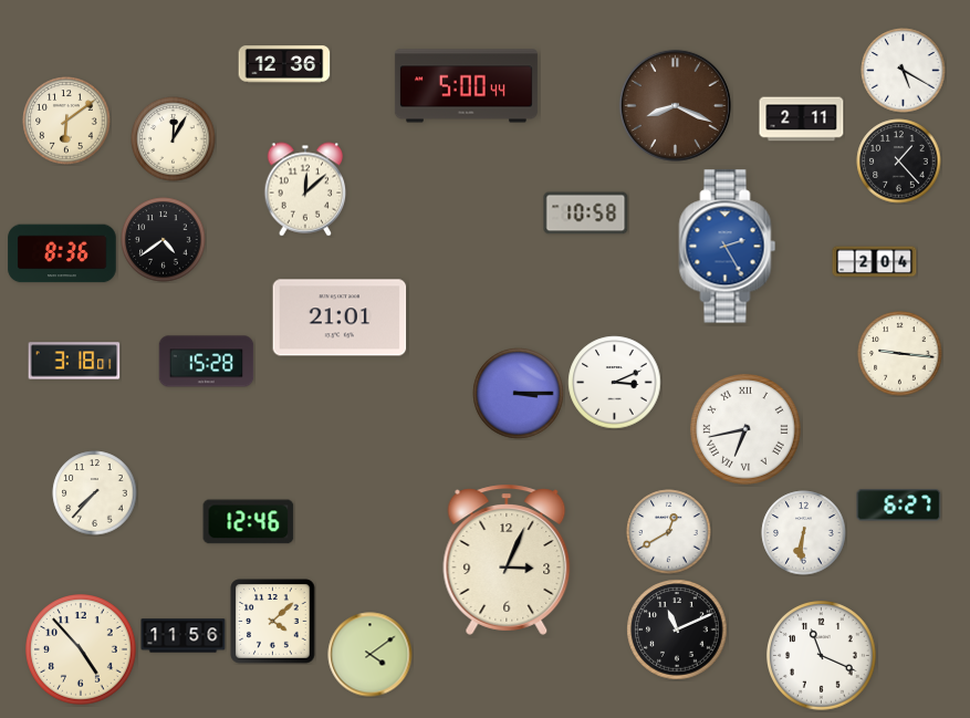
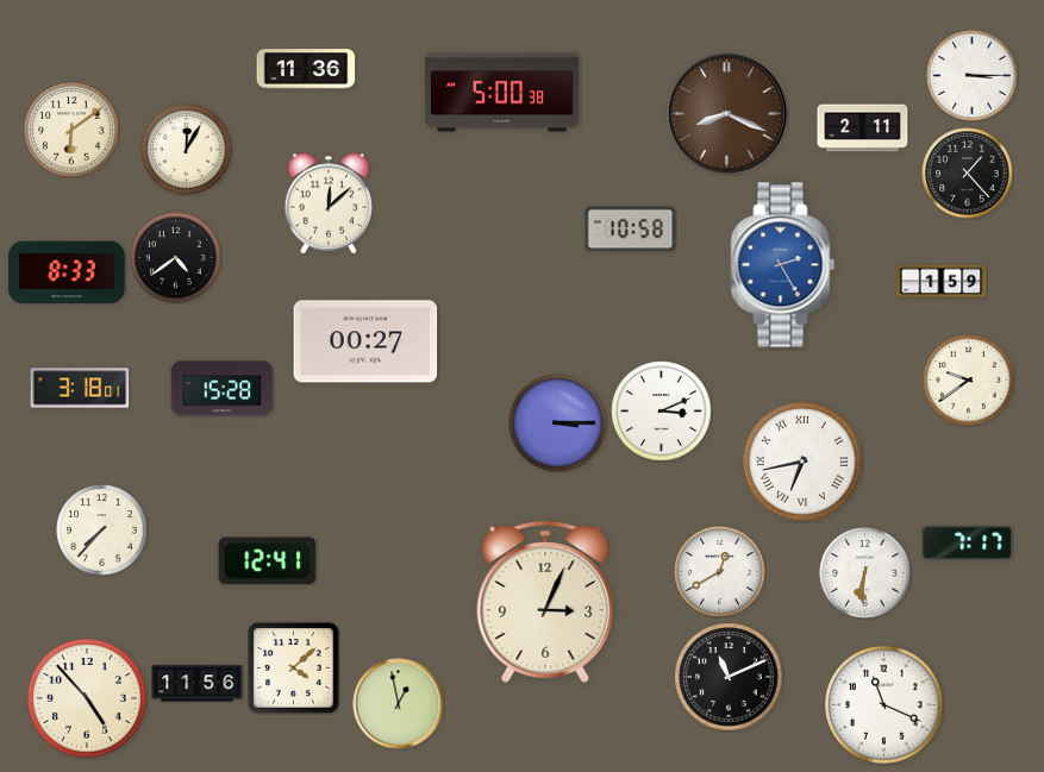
clock at (284, 64): 12:36 -> 11:36
clock at (904, 71): 5:20 -> 3:15
clock at (466, 86): 5:00:44 -> 5:00:38
clock at (62, 253): 8:36 -> 8:33
clock at (875, 262): 2:04 -> 1:59
clock at (340, 318): 21:01 -> 00:27
clock at (900, 354): 9:16 -> 9:39
clock at (899, 506): 6:27 -> 7:17
clock at (249, 522): 12:46 -> 12:41
clock at (371, 655): 4:09 -> 12:58
